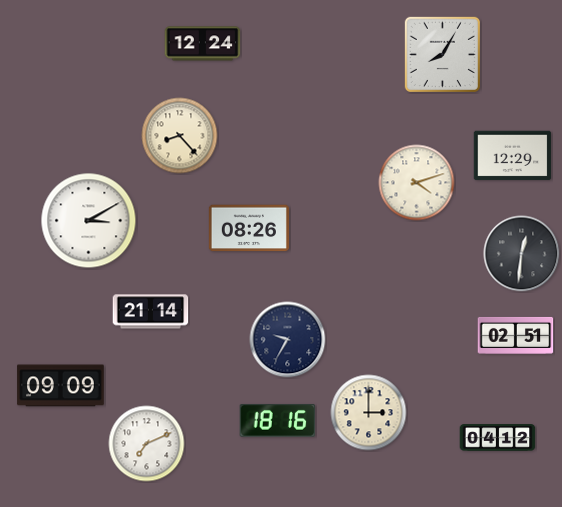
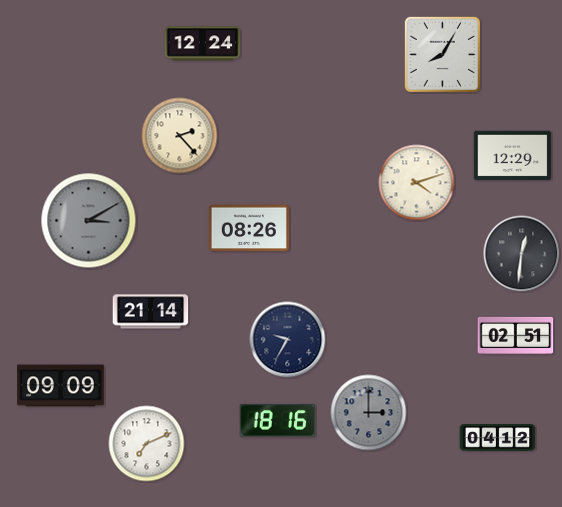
clock at (180, 136): 8:23 -> 2:23
clock at (89, 221) dial: white -> grey
clock at (369, 413) dial: cream -> grey
